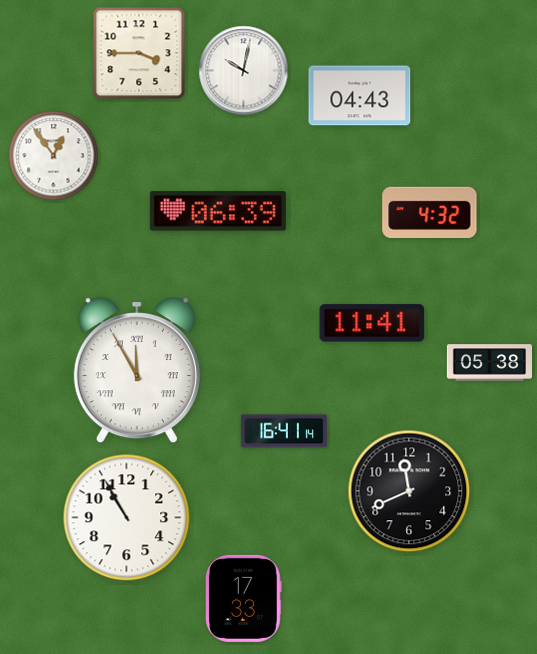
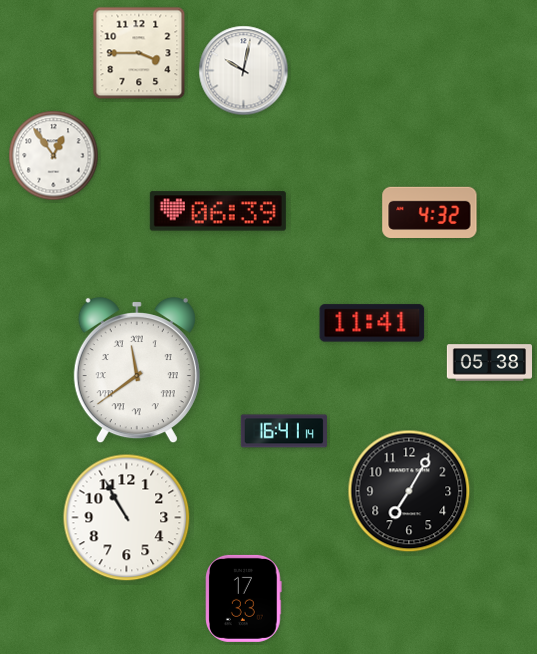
clock at (360, 96): 04:43 -> none
clock at (137, 370): 11:55 -> 11:39
clock at (409, 491): 11:41 -> 7:05
